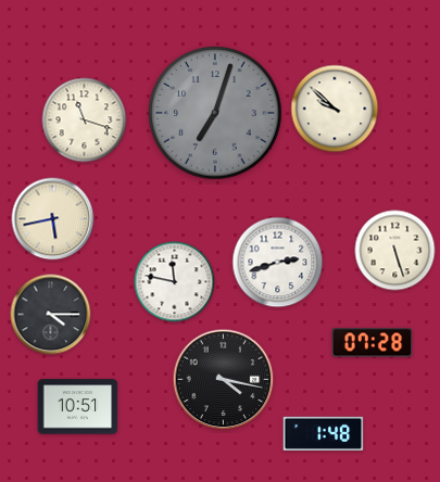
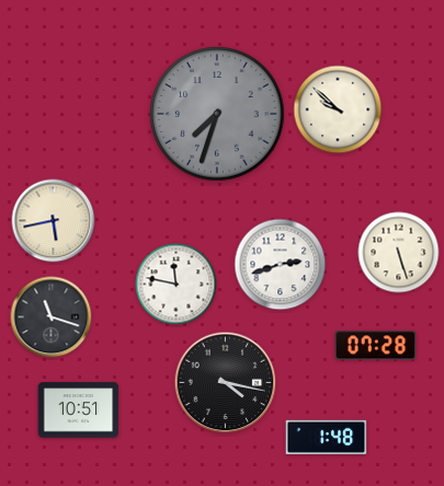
clock at (215, 113): 7:03 -> 7:33
clock at (85, 120): 11:18 -> none
clock at (51, 315): 4:15 -> 11:18
